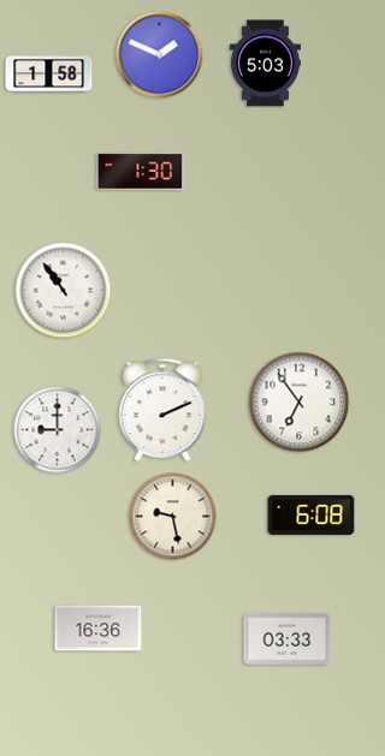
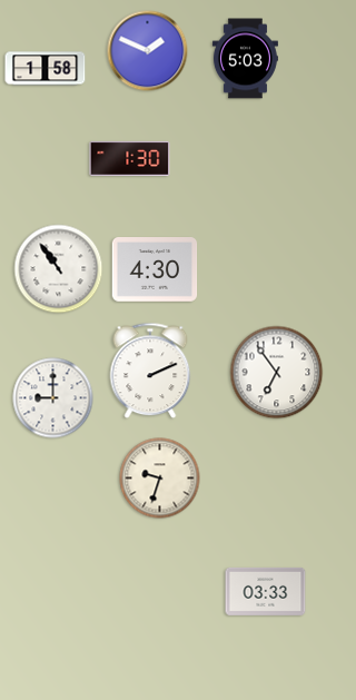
clock at (155, 270): none -> 4:30
clock at (162, 410) position: (162, 410) -> (150, 371)
clock at (312, 514): 6:08 -> none
clock at (173, 517): 9:28 -> 9:33
clock at (99, 629): 16:36 -> none
